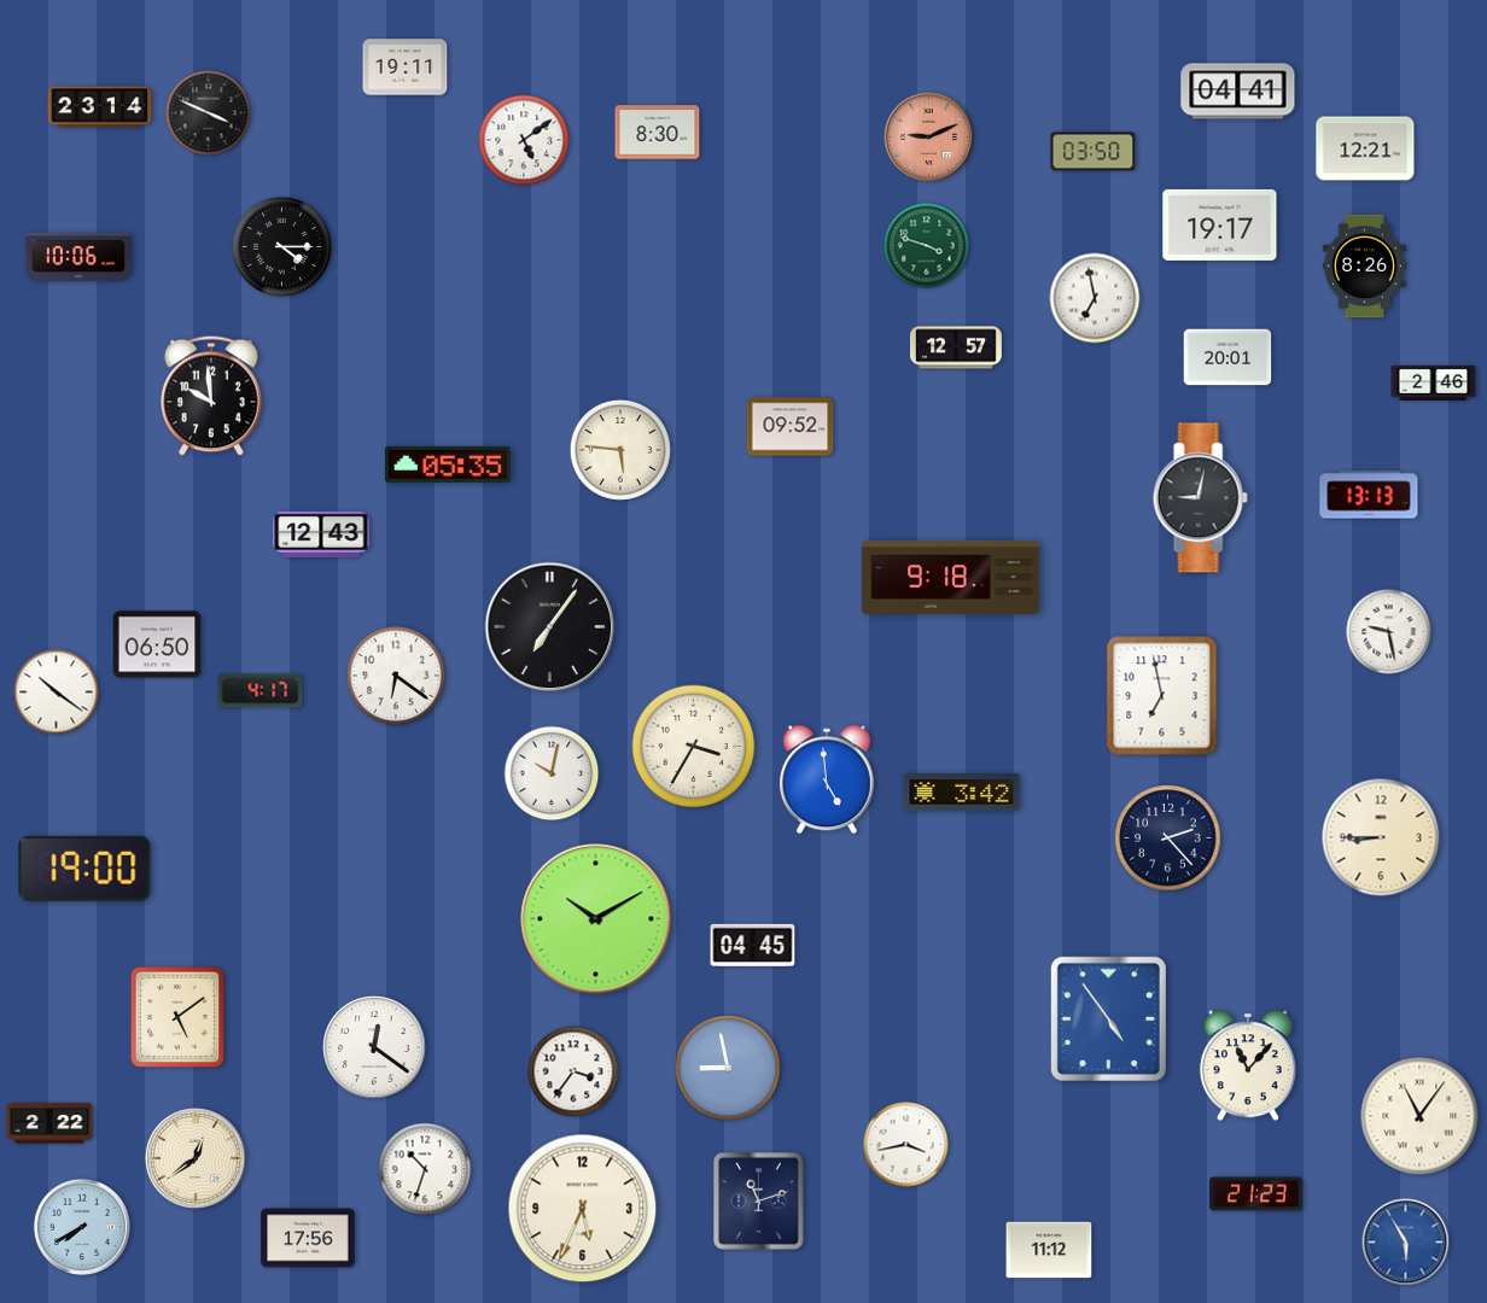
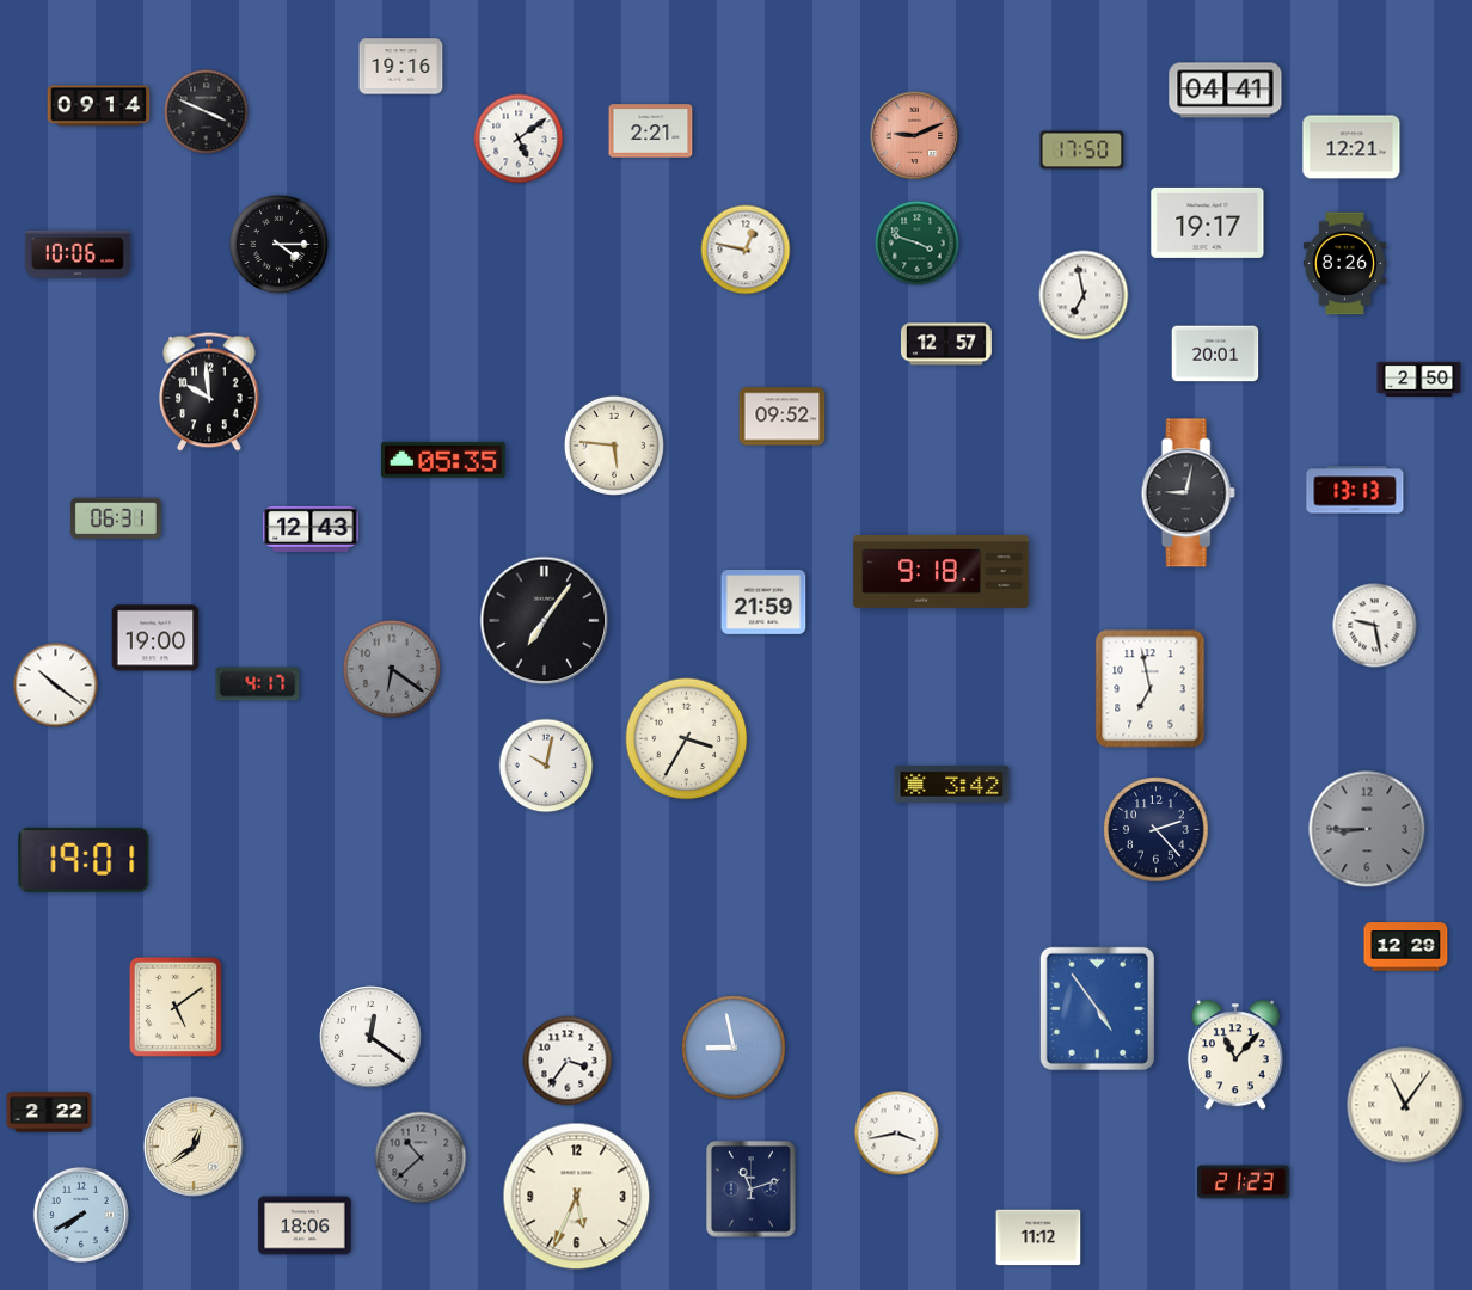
clock at (406, 68): 19:11 -> 19:16
clock at (100, 107): 23:14 -> 09:14
clock at (658, 133): 8:30 -> 2:21
clock at (929, 138) position: (929, 138) -> (915, 136)
clock at (1094, 152): 03:50 -> 17:50
clock at (746, 250): none -> 12:47
clock at (1364, 267) position: (1364, 267) -> (1344, 264)
clock at (1434, 382): 2:46 -> 2:50
clock at (791, 427) position: (791, 427) -> (783, 417)
clock at (116, 518): none -> 06:31
clock at (321, 534) position: (321, 534) -> (311, 529)
clock at (763, 602): none -> 21:59
clock at (157, 644): 06:50 -> 19:00
clock at (395, 674) dial: white -> grey
clock at (828, 779): 4:59 -> none
clock at (1381, 837) dial: cream -> grey
clock at (84, 869): 19:00 -> 19:01
clock at (596, 919): 10:10 -> none
clock at (753, 945): 04:45 -> none
clock at (1406, 947): none -> 12:29
clock at (728, 1068) position: (728, 1068) -> (734, 1048)
clock at (425, 1169): 10:33 -> 10:38
clock at (425, 1169) dial: white -> grey
clock at (308, 1238): 17:56 -> 18:06
clock at (1406, 1243): 5:55 -> none
